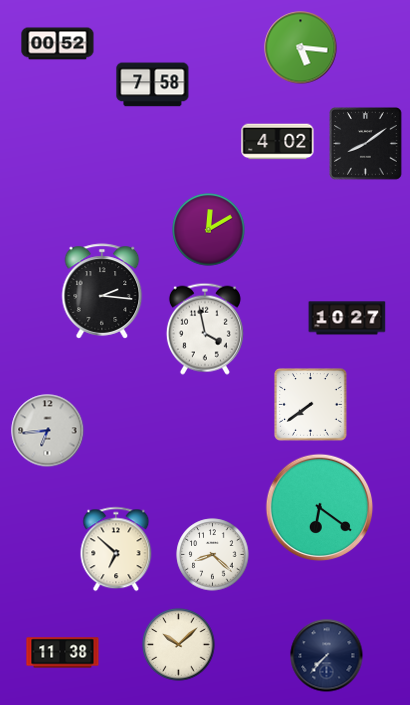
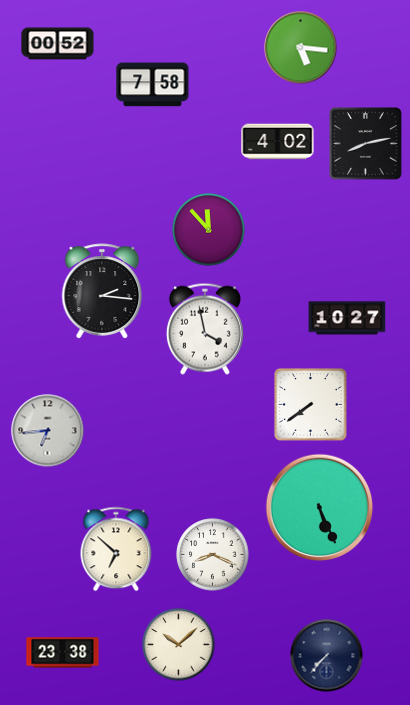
clock at (366, 144): 8:09 -> 8:13
clock at (209, 230): 12:10 -> 11:53
clock at (320, 508): 6:21 -> 5:26
clock at (213, 555): 8:22 -> 8:19
clock at (63, 653): 11:38 -> 23:38
